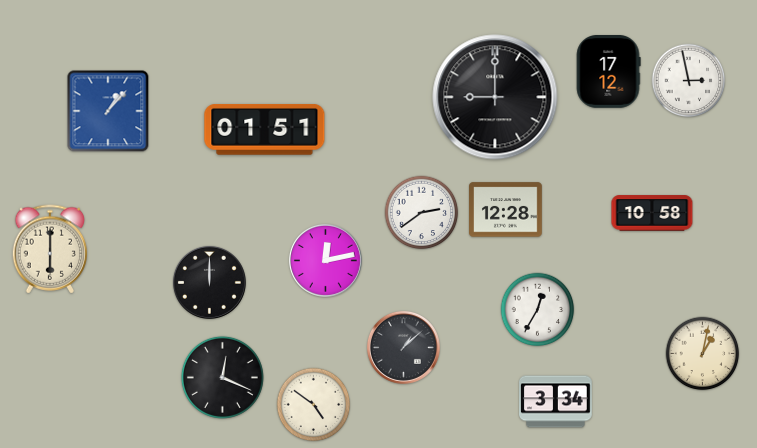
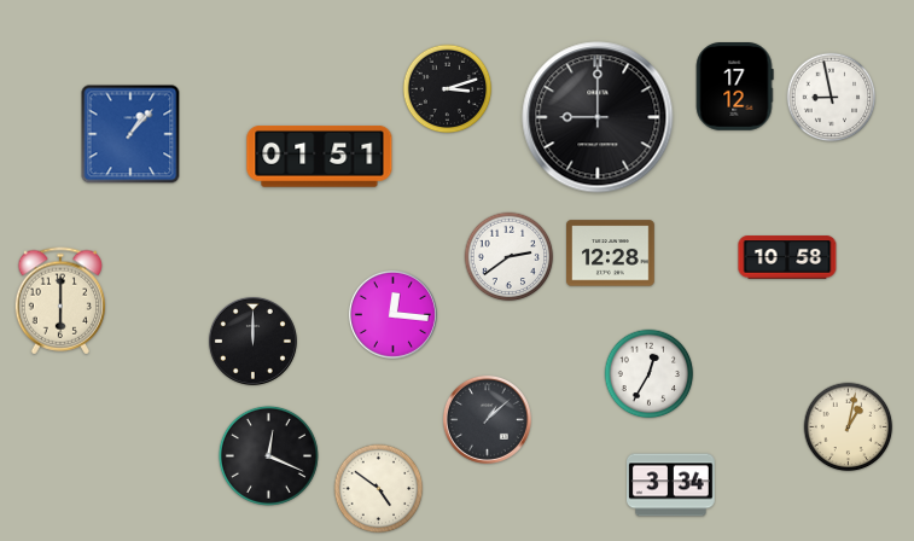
clock at (448, 89): none -> 3:12
clock at (689, 81): 2:58 -> 8:58
clock at (325, 260): 12:13 -> 12:16
